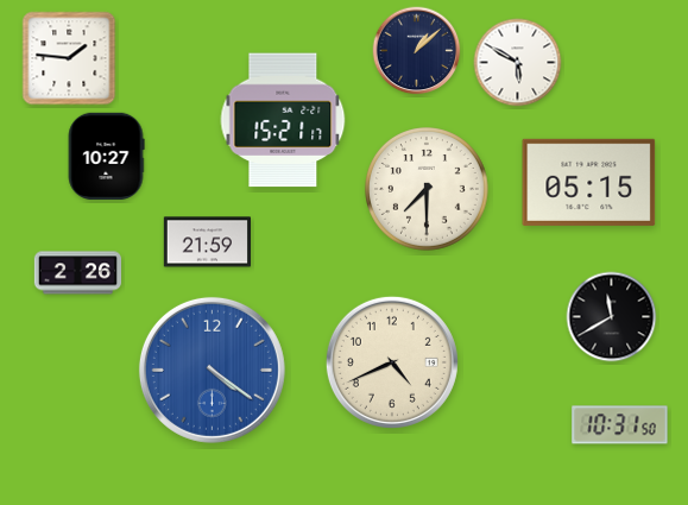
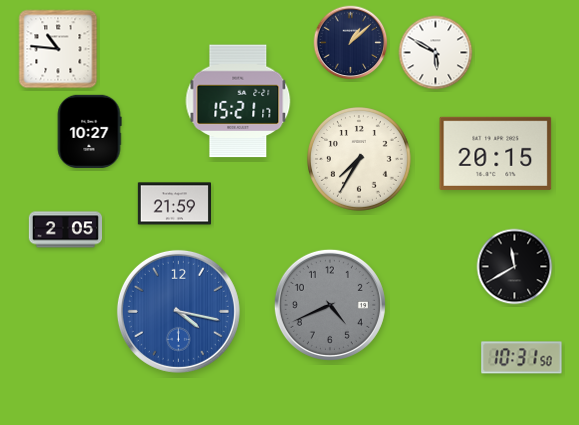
clock at (69, 58): 1:46 -> 10:46
clock at (589, 182): 05:15 -> 20:15
clock at (428, 190): 7:30 -> 7:35
clock at (77, 273): 2:26 -> 2:05
clock at (392, 362) dial: cream -> grey
clock at (212, 370): 4:21 -> 4:17
